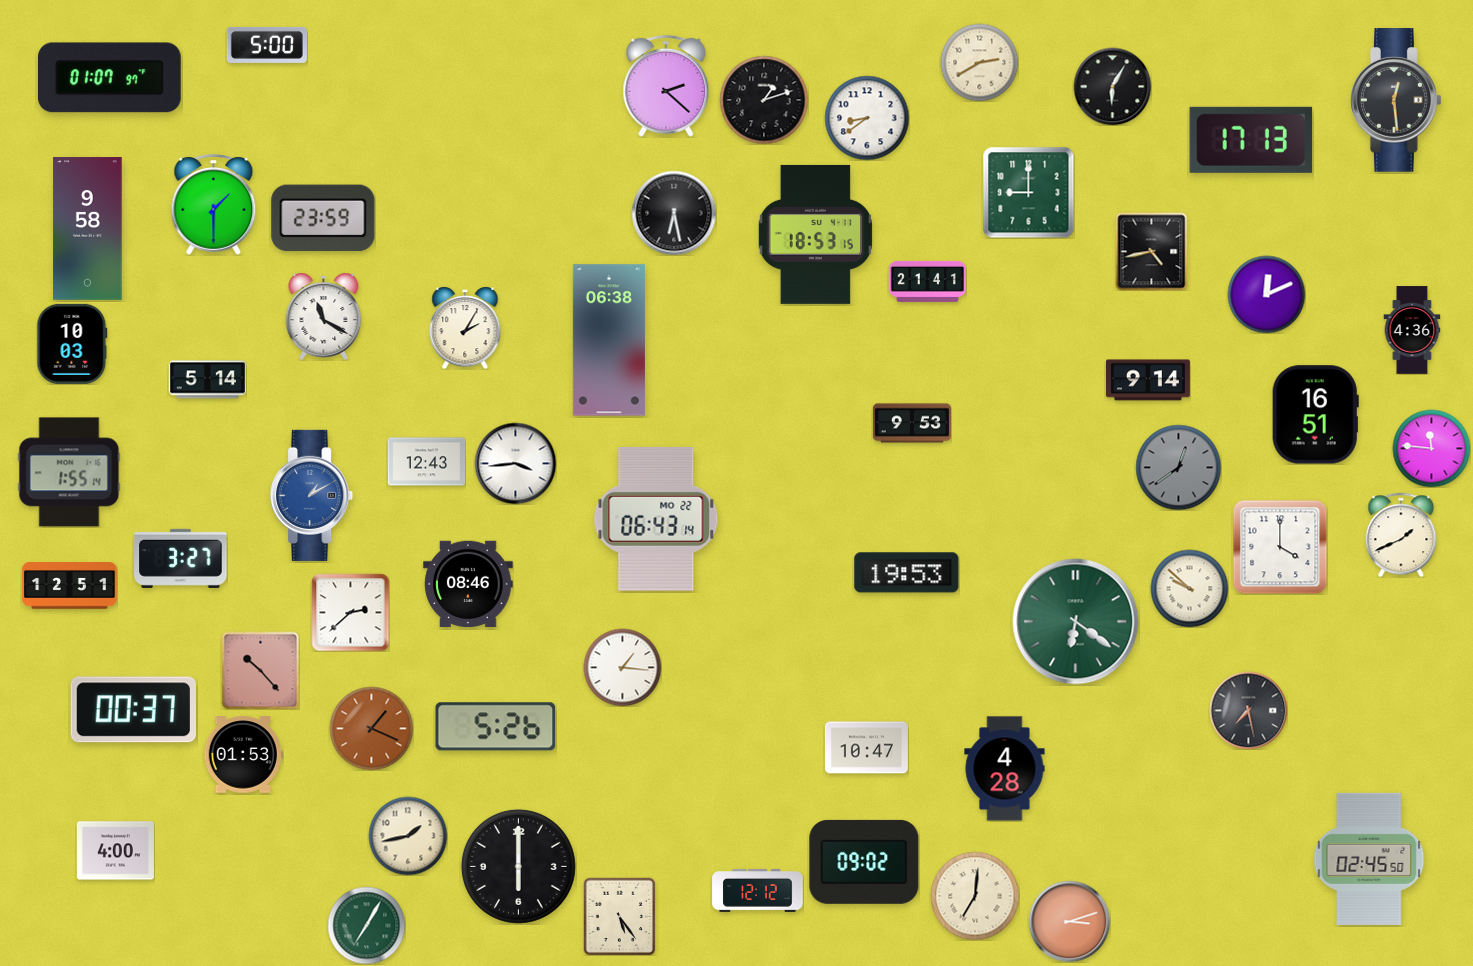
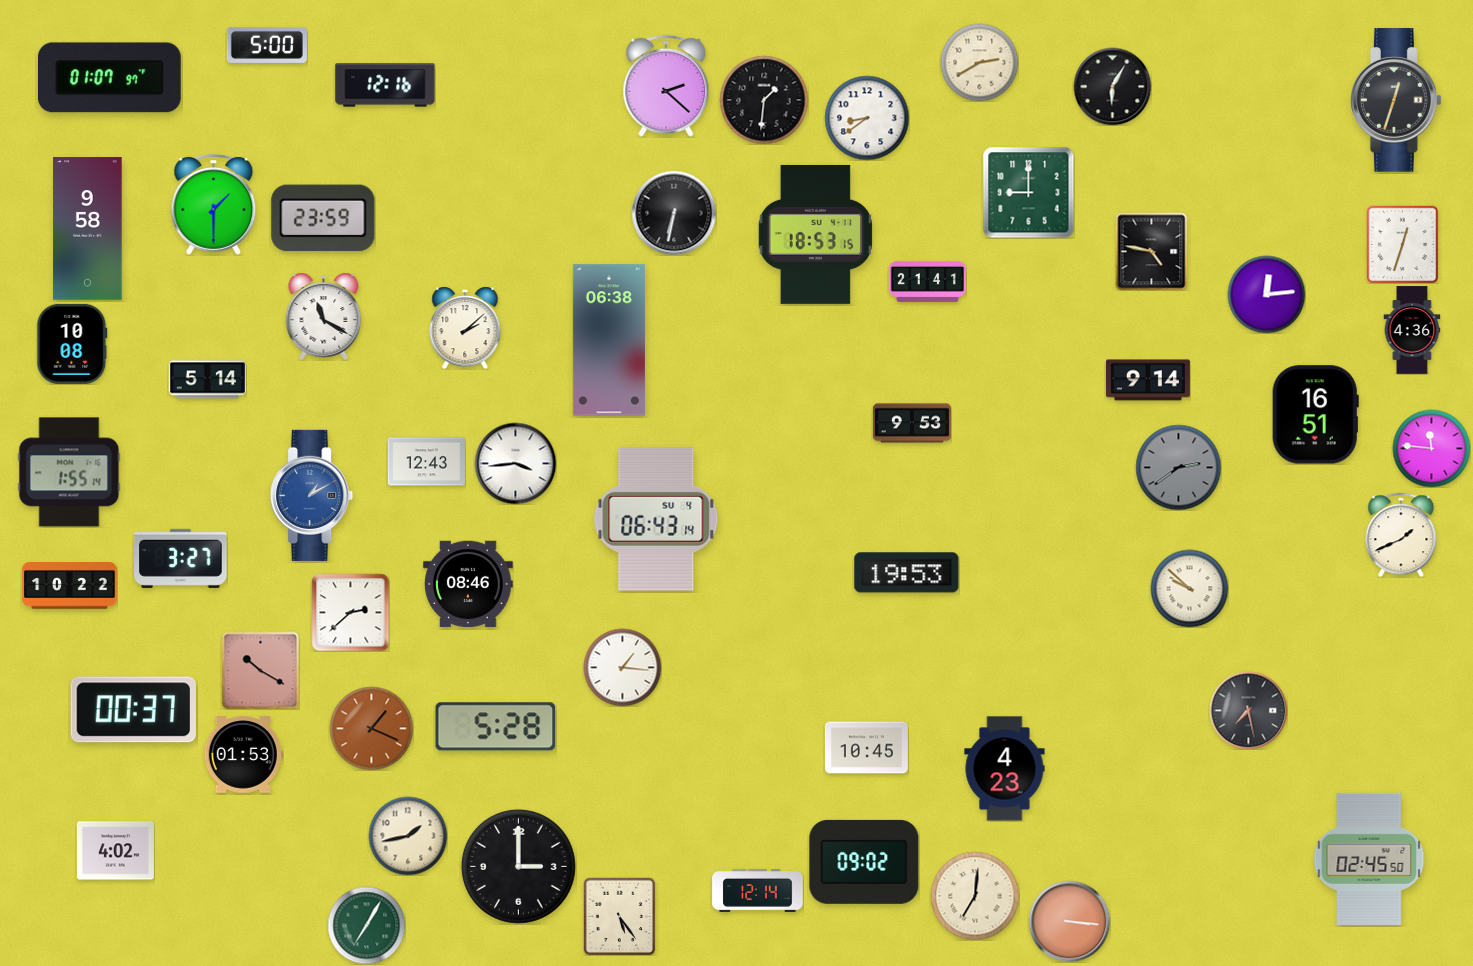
clock at (385, 85): none -> 12:16
clock at (764, 100): 1:12 -> 1:31
clock at (1397, 100): 12:29 -> 12:33
clock at (1251, 140): 17:13 -> none
clock at (674, 213): 6:28 -> 6:32
clock at (1403, 244): none -> 12:33
clock at (1152, 251): 4:43 -> 4:47
clock at (1266, 294): 12:11 -> 12:14
clock at (465, 328): 2:05 -> 2:08
clock at (72, 344): 10:03 -> 10:08
clock at (1178, 467): 12:39 -> 2:39
clock at (656, 519) date: MO 22 -> SU 4
clock at (1280, 547): 4:00 -> none
clock at (70, 586): 12:51 -> 10:22
clock at (1076, 622): 6:21 -> none
clock at (260, 670): 10:23 -> 10:20
clock at (496, 727): 5:26 -> 5:28
clock at (866, 748): 10:47 -> 10:45
clock at (1005, 769): 4:28 -> 4:23
clock at (115, 851): 4:00 -> 4:02
clock at (518, 866): 6:00 -> 3:00
clock at (758, 891): 12:12 -> 12:14
clock at (1069, 921): 3:12 -> 3:16
